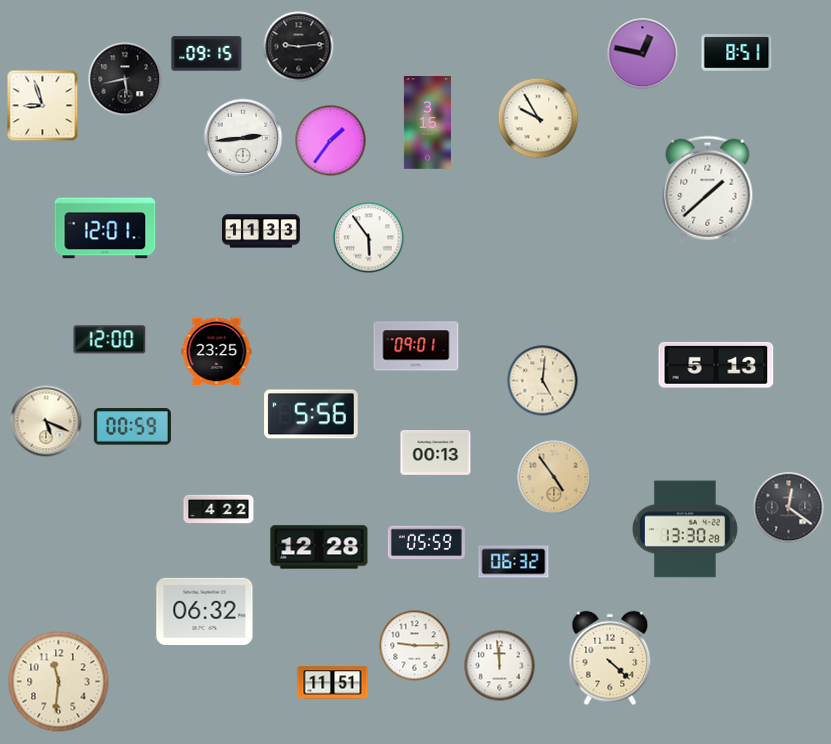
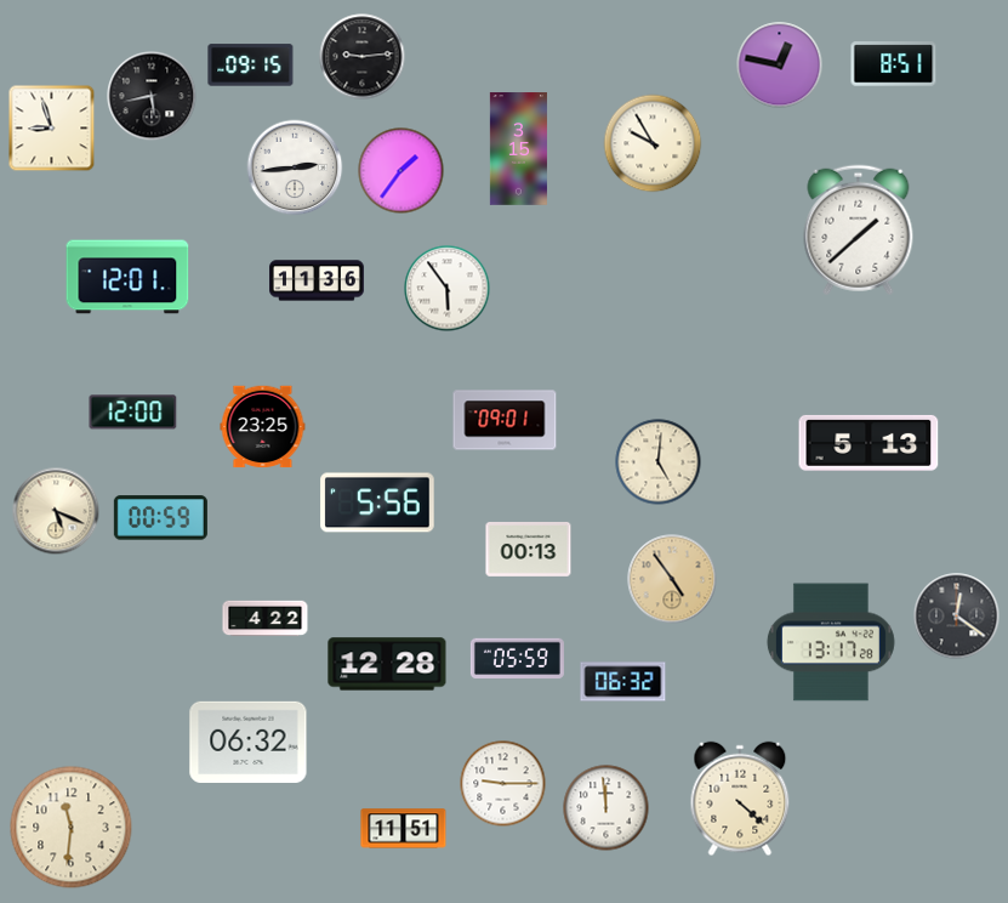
clock at (262, 231): 11:33 -> 11:36
clock at (685, 529): 13:30 -> 13:17
